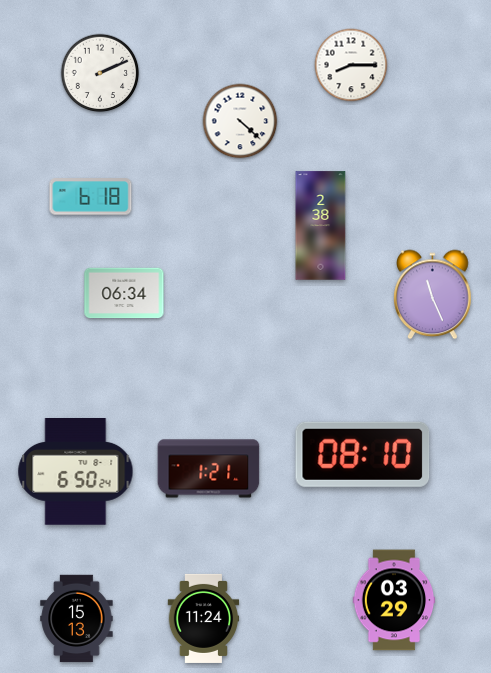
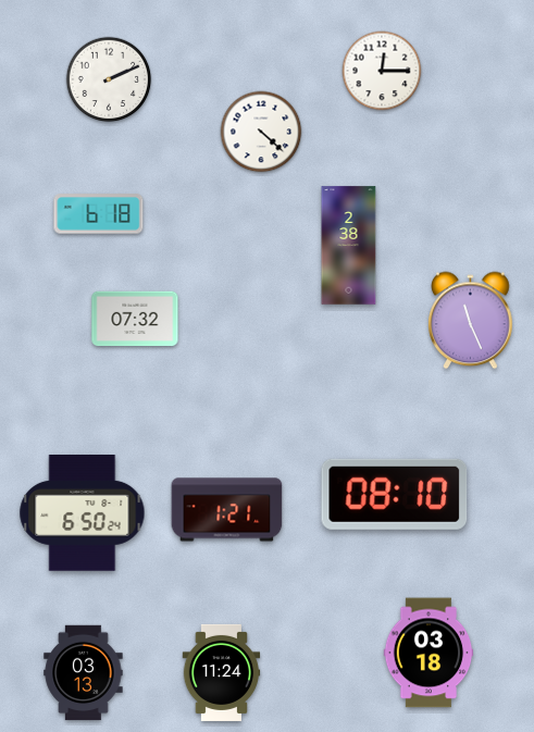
clock at (351, 65): 8:15 -> 12:15
clock at (124, 293): 06:34 -> 07:32
clock at (394, 600): 03:29 -> 03:18
clock at (77, 619): 15:13 -> 03:13
